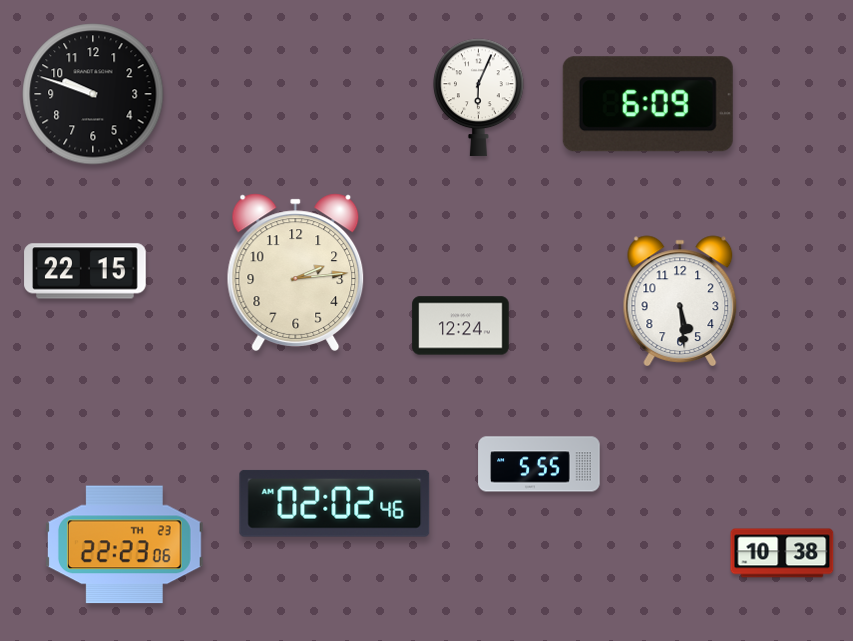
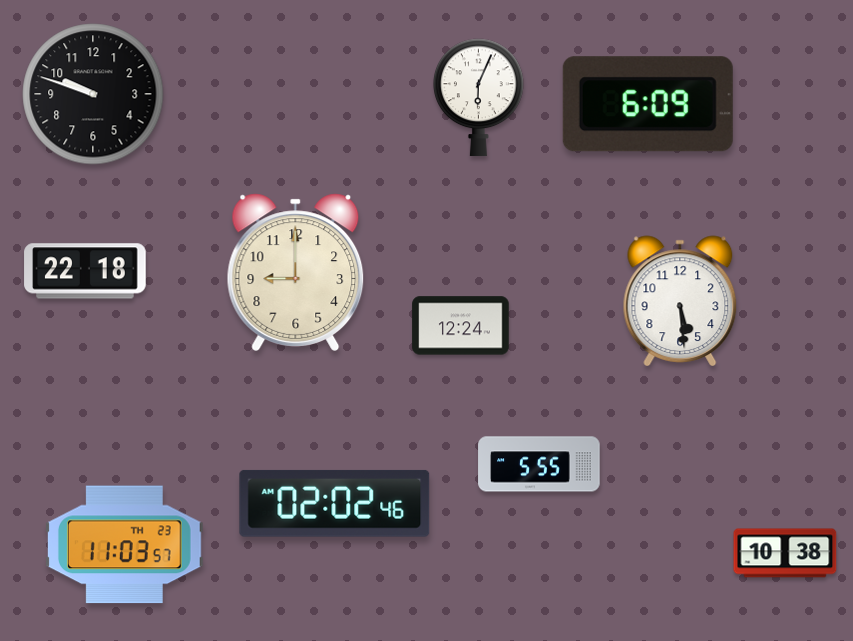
clock at (85, 271): 22:15 -> 22:18
clock at (296, 272): 2:14 -> 9:00
clock at (124, 545): 22:23 -> 11:03
clock at (782, 553) position: (782, 553) -> (785, 553)
